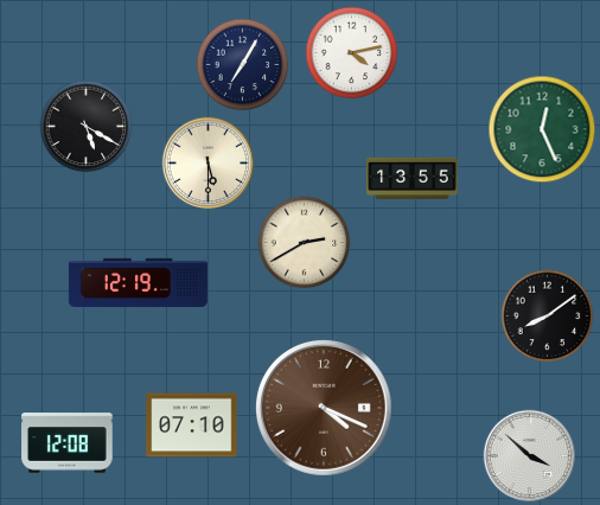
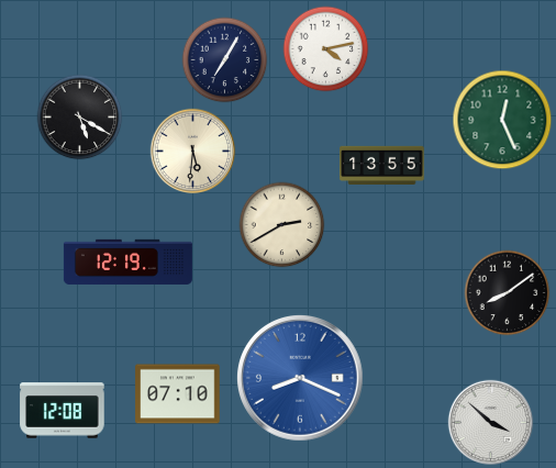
clock at (208, 162): 5:30 -> 5:31
clock at (324, 408): 4:19 -> 8:19
clock at (324, 408) dial: brown -> blue
